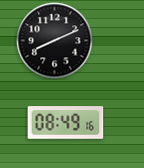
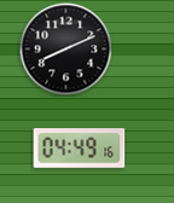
clock at (66, 123): 08:49 -> 04:49
